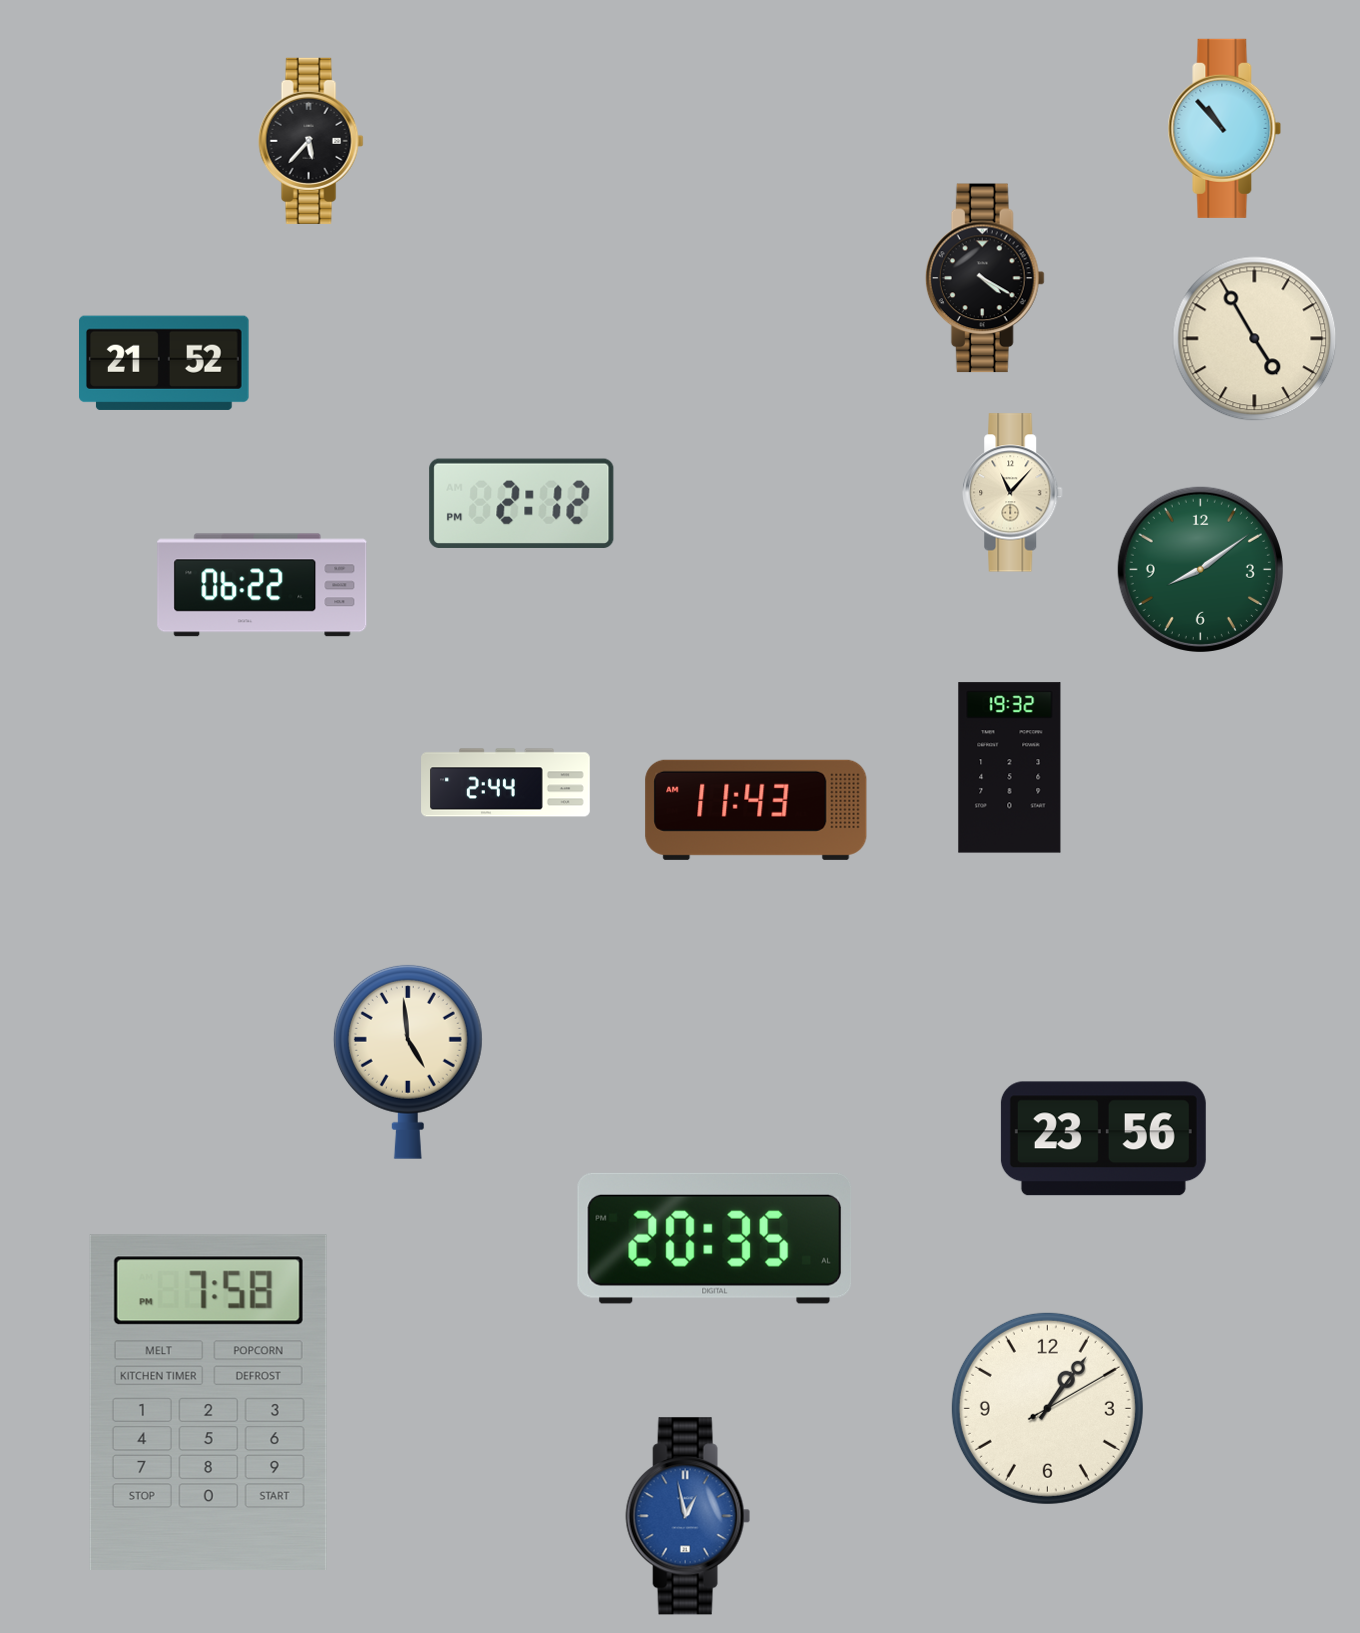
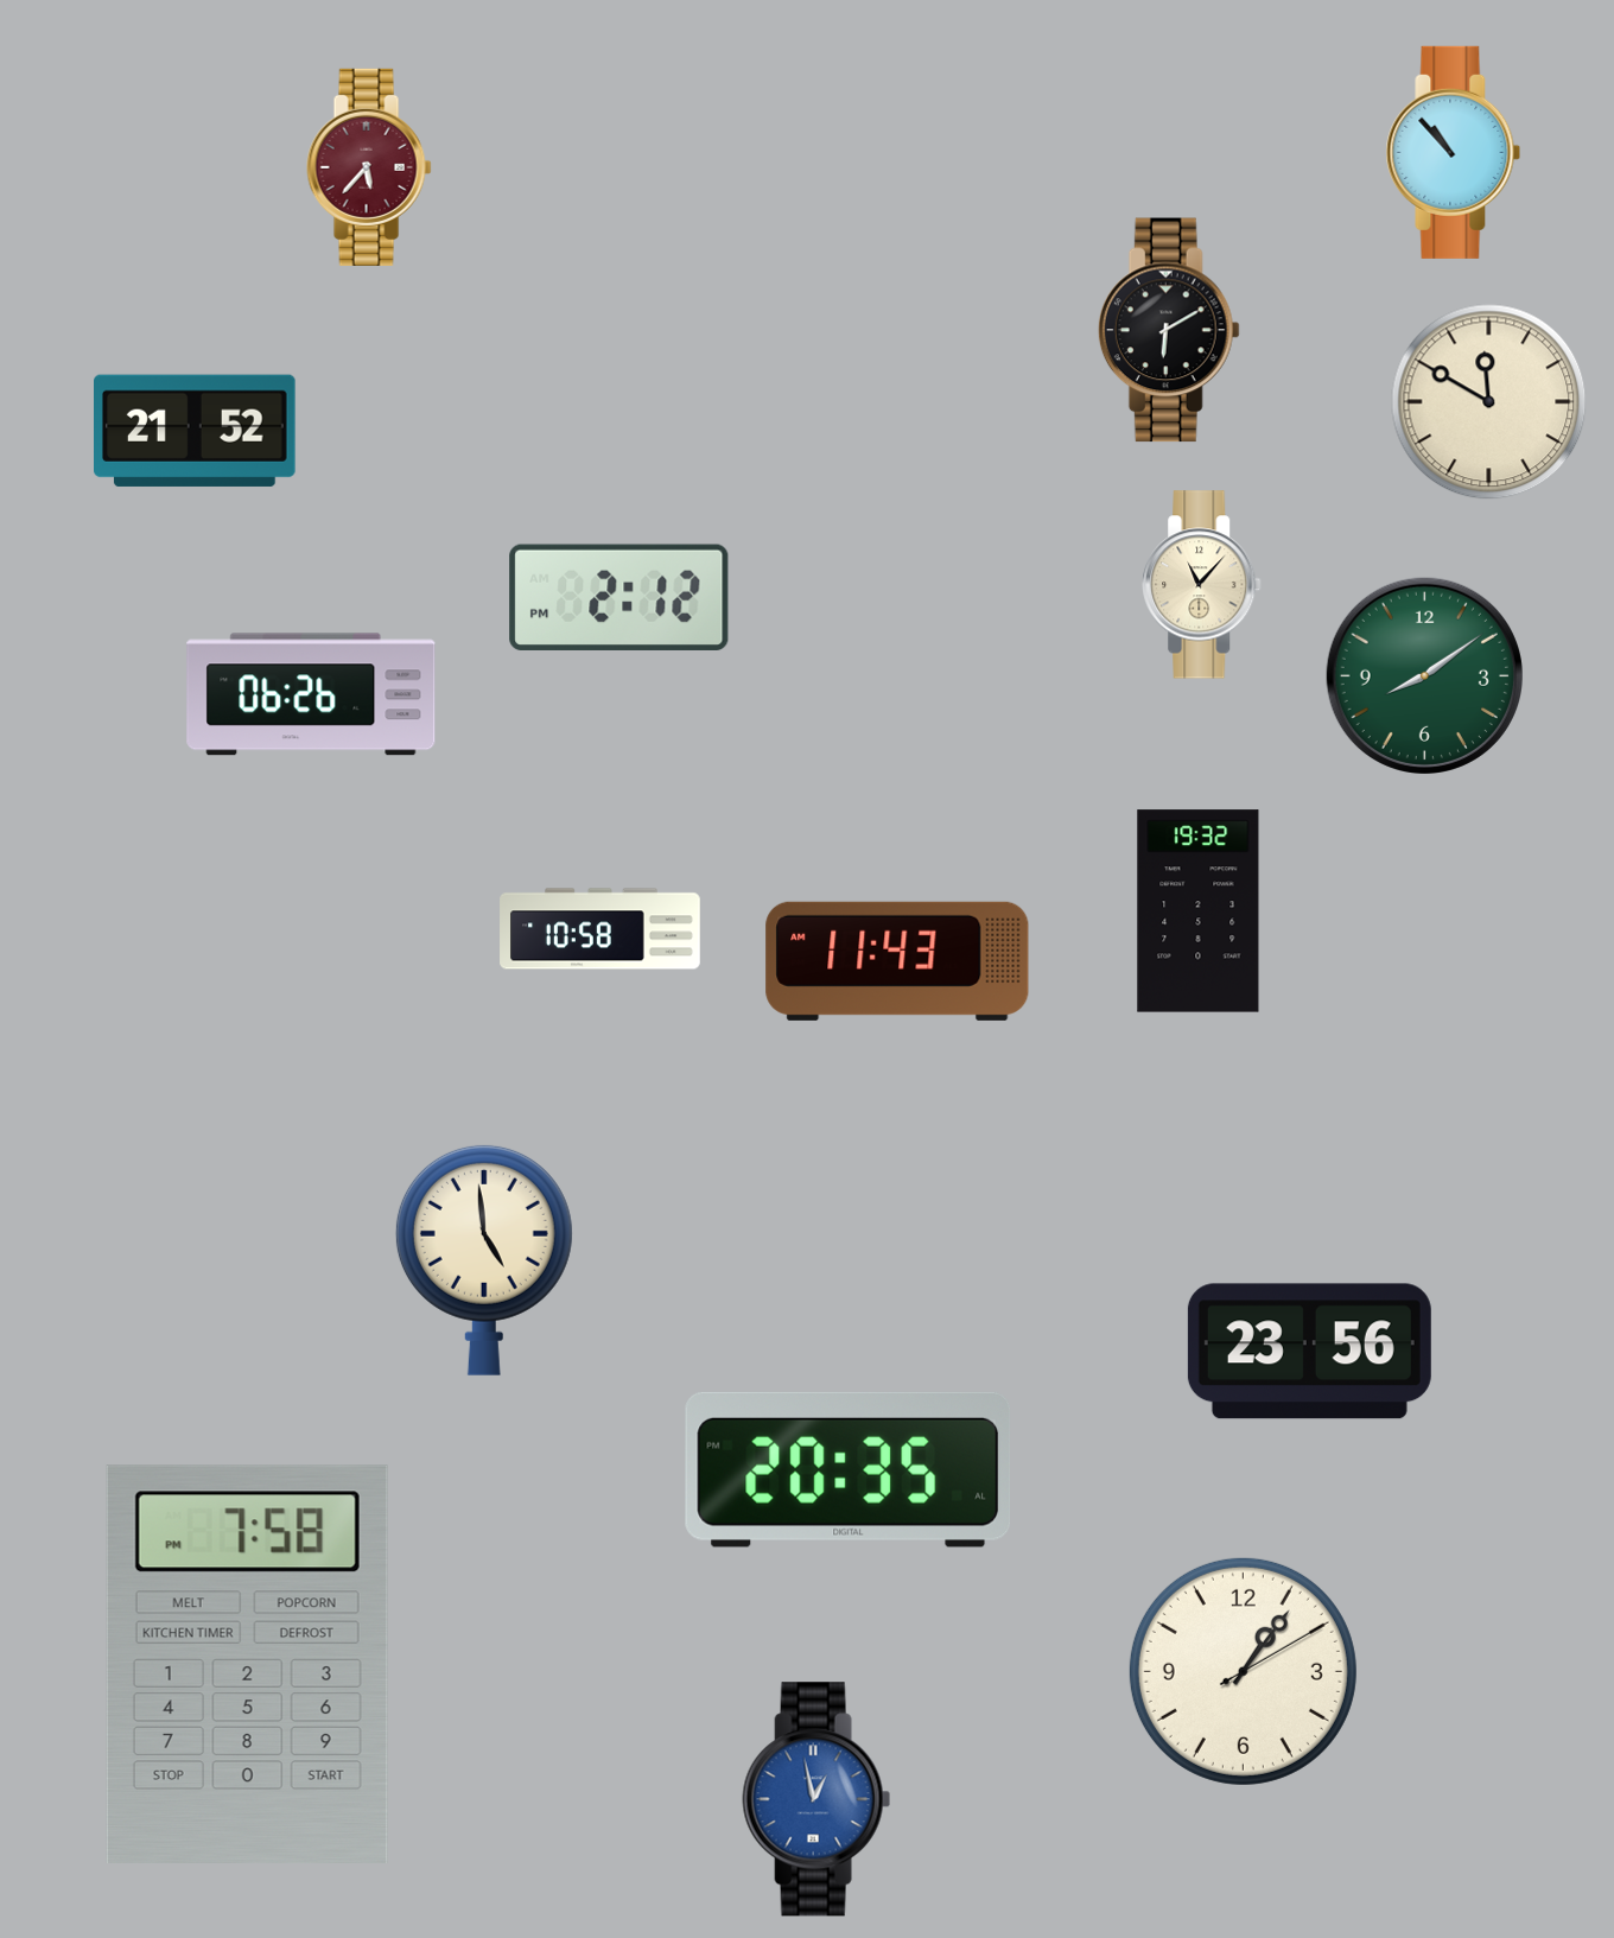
clock at (311, 141) dial: black -> burgundy
clock at (985, 278): 4:20 -> 6:10
clock at (1255, 339): 4:55 -> 11:50
clock at (262, 585): 06:22 -> 06:26
clock at (506, 783): 2:44 -> 10:58
